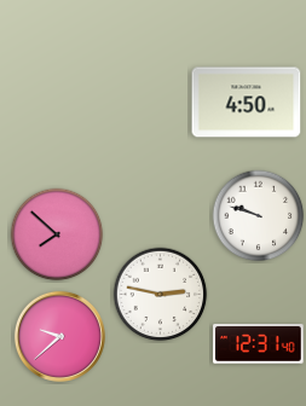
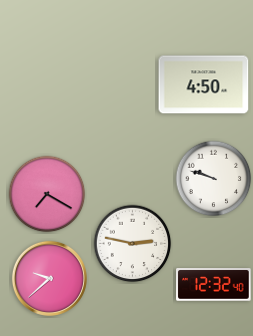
clock at (57, 234): 7:52 -> 7:20
clock at (259, 344): 12:31 -> 12:32
